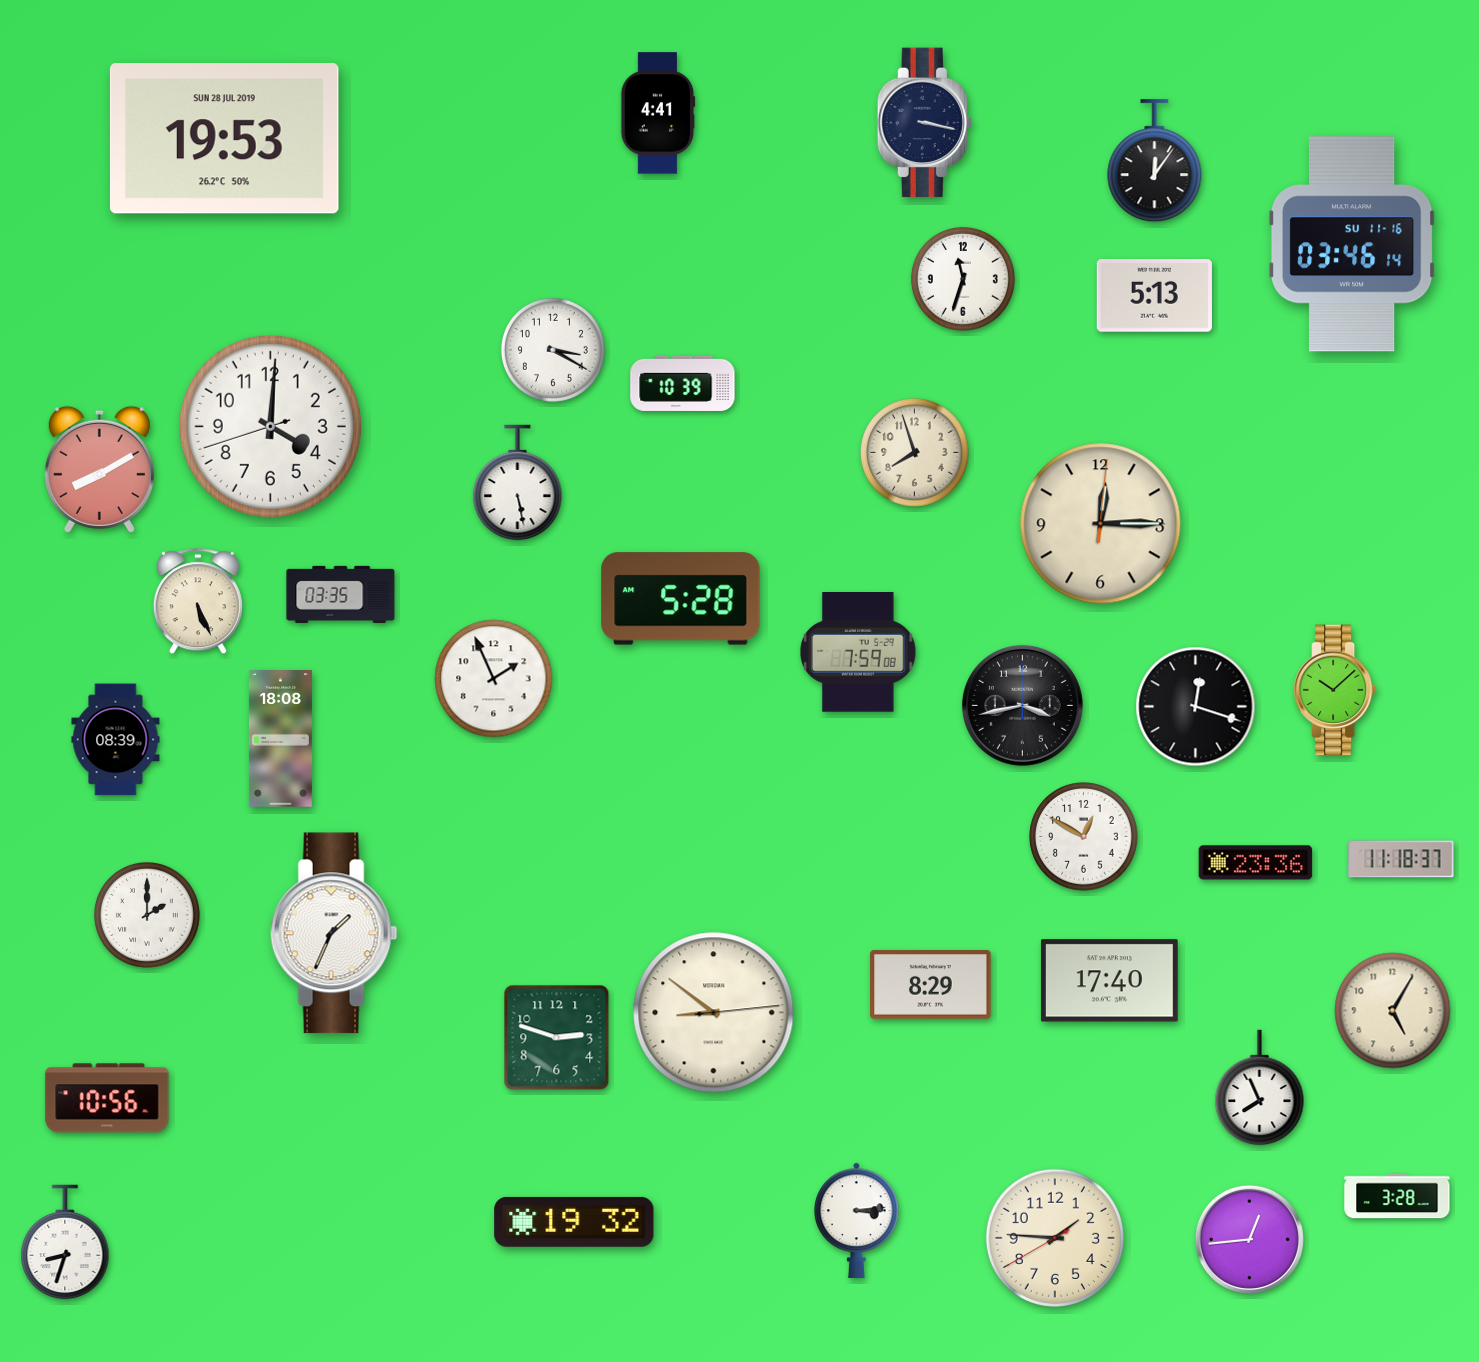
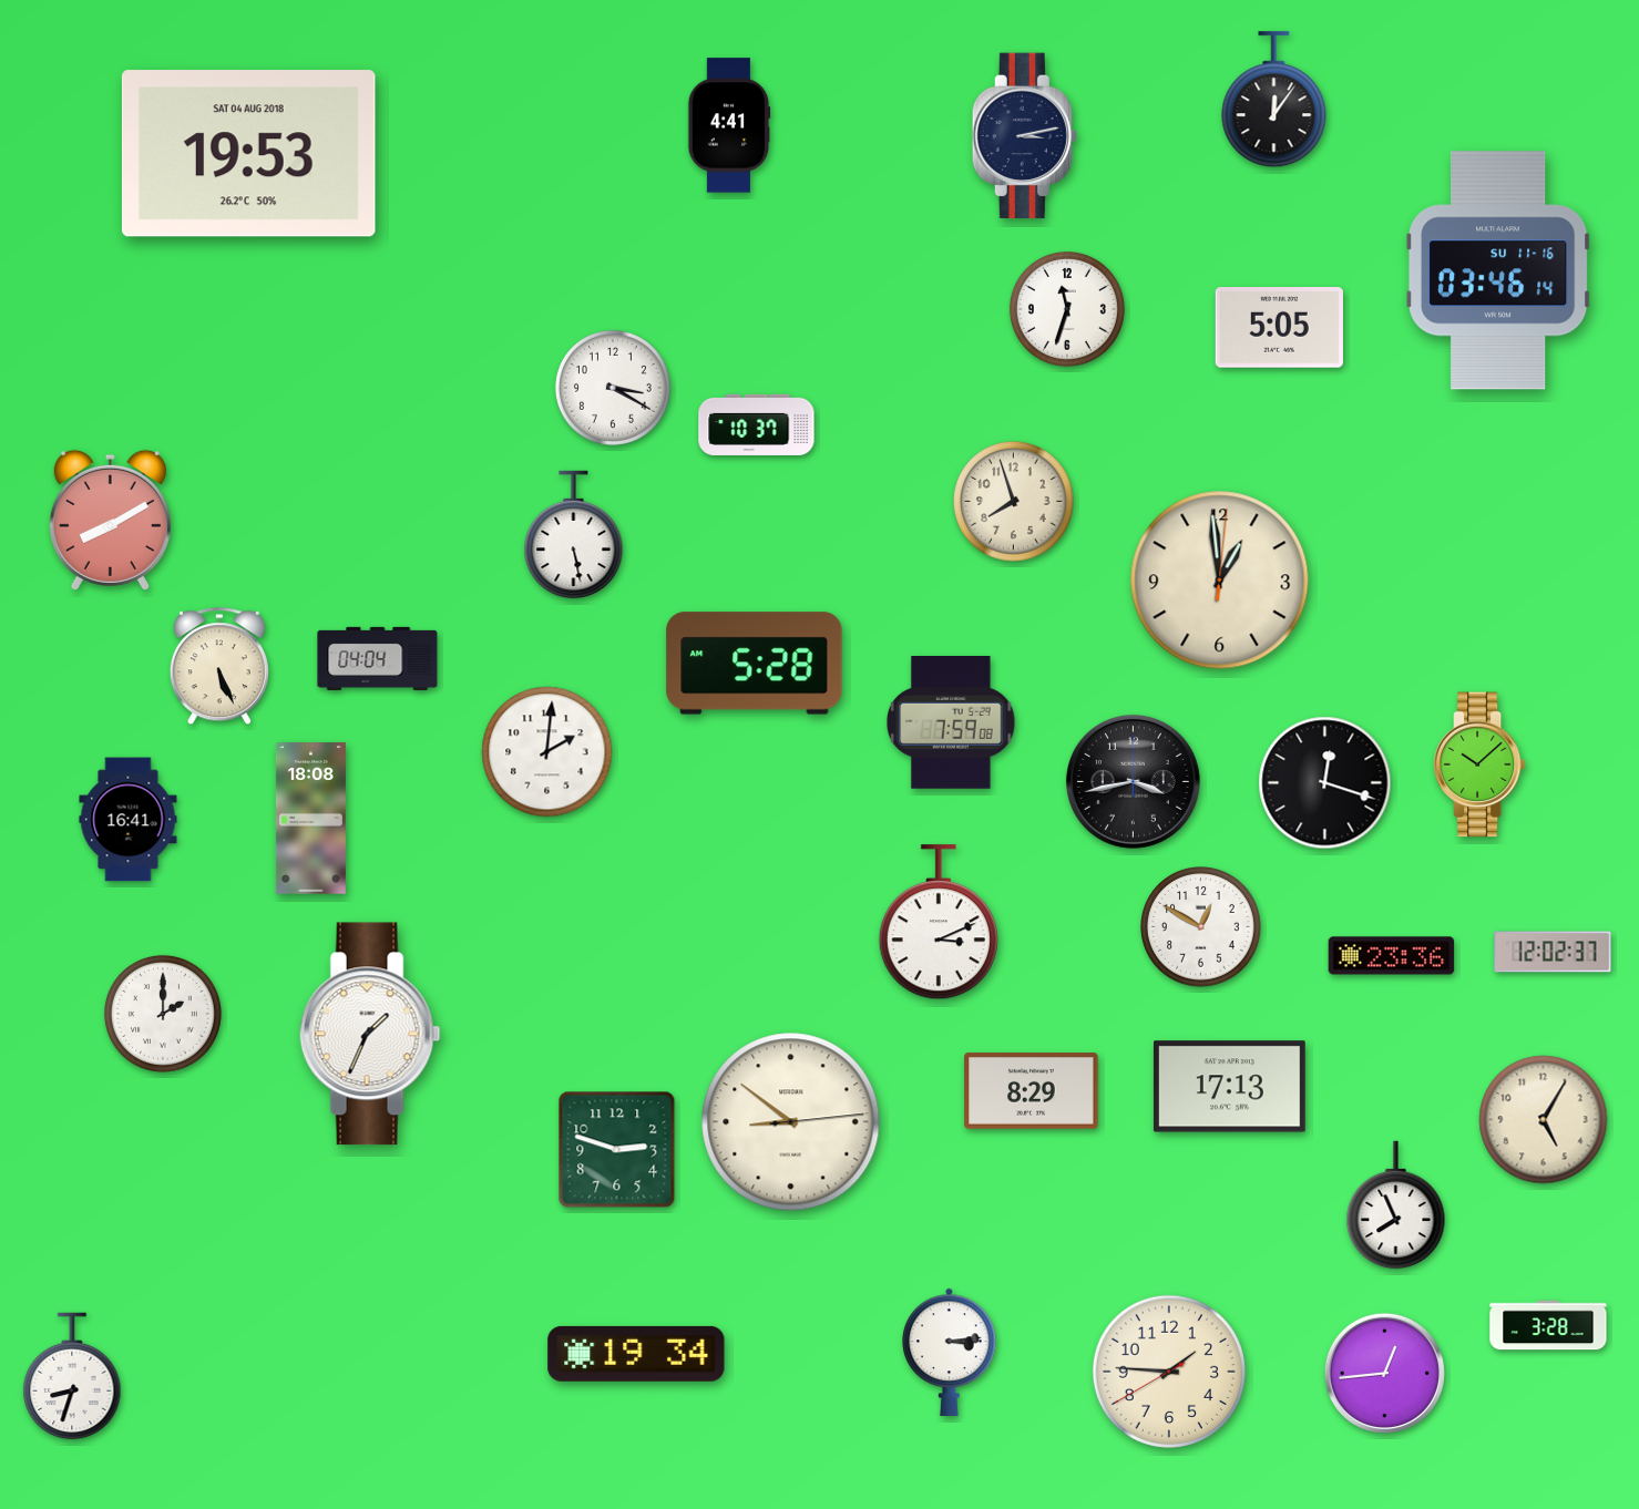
clock at (924, 123): 3:17 -> 3:13
clock at (224, 139) date: SUN 28 JUL 2019 -> SAT 04 AUG 2018
clock at (1155, 161) position: (1155, 161) -> (1274, 100)
clock at (1154, 296): 5:13 -> 5:05
clock at (683, 383): 10:39 -> 10:37
clock at (270, 426): 4:00 -> none
clock at (1101, 524): 12:15 -> 12:59
clock at (341, 594): 03:35 -> 04:04
clock at (494, 679): 1:56 -> 2:01
clock at (116, 740): 08:39 -> 16:41
clock at (939, 923): none -> 3:11
clock at (1401, 859): 11:18 -> 12:02
clock at (1109, 981): 17:40 -> 17:13
clock at (107, 1098): 10:56 -> none
clock at (574, 1222): 19:32 -> 19:34
